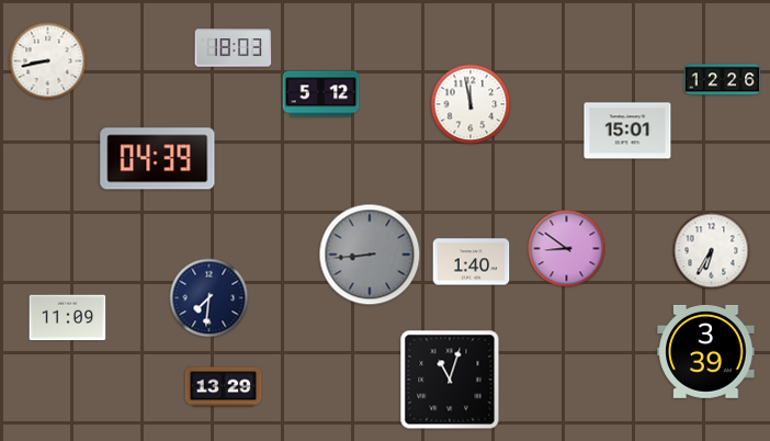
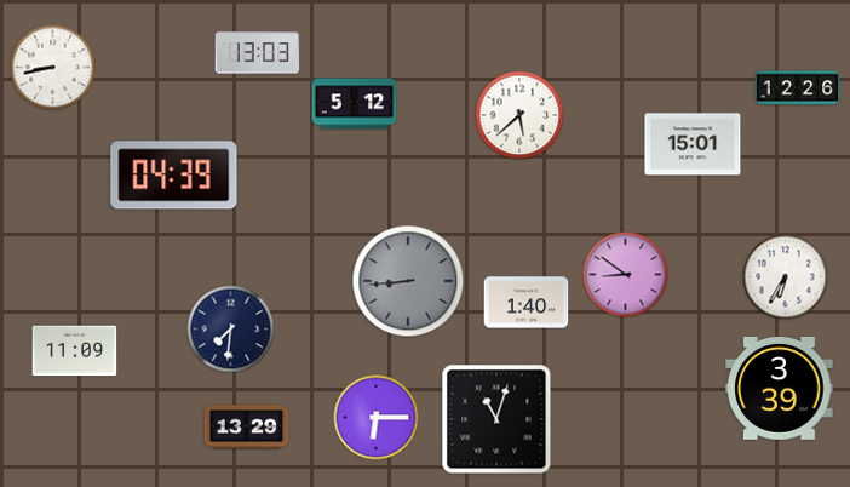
clock at (234, 48): 18:03 -> 13:03
clock at (471, 104): 11:58 -> 5:38
clock at (472, 262) position: (472, 262) -> (527, 303)
clock at (377, 418): none -> 6:15
